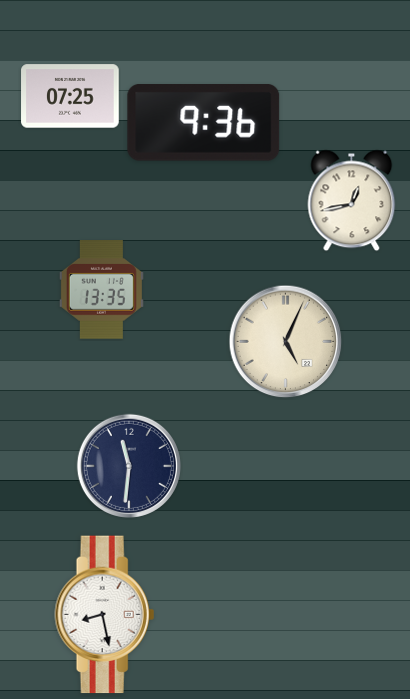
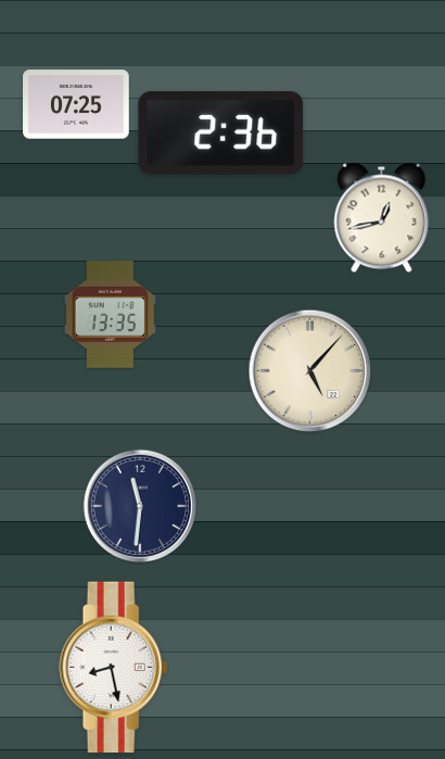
clock at (204, 123): 9:36 -> 2:36
clock at (286, 342): 5:04 -> 5:07
